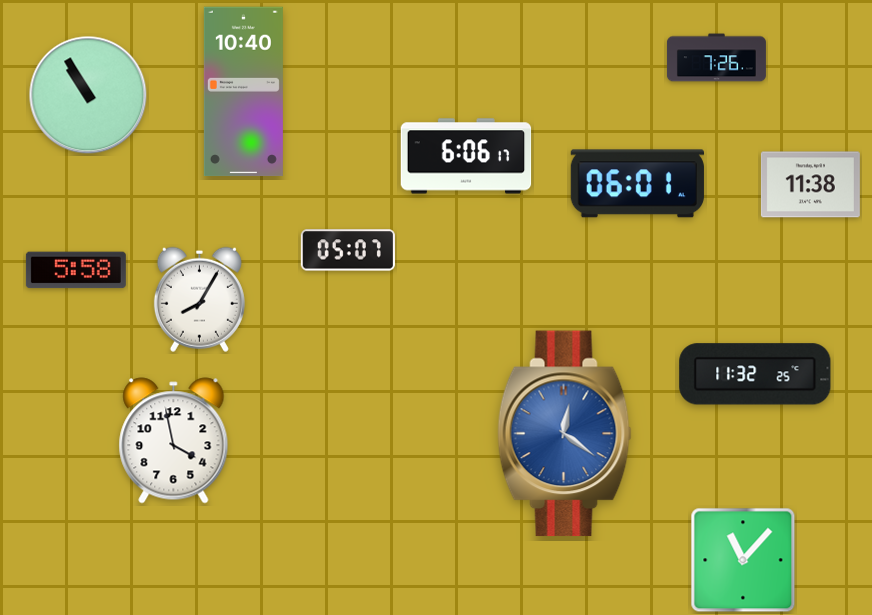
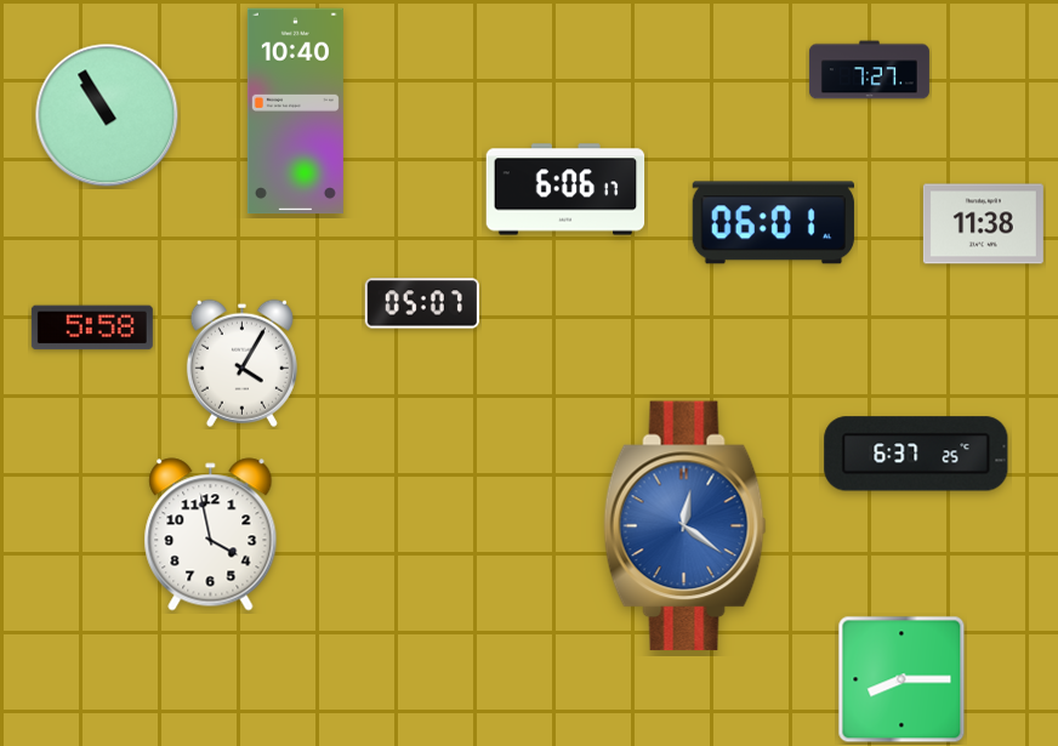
clock at (716, 58): 7:26 -> 7:27
clock at (199, 299): 8:05 -> 4:05
clock at (755, 374): 11:32 -> 6:37
clock at (743, 560): 11:07 -> 8:15
